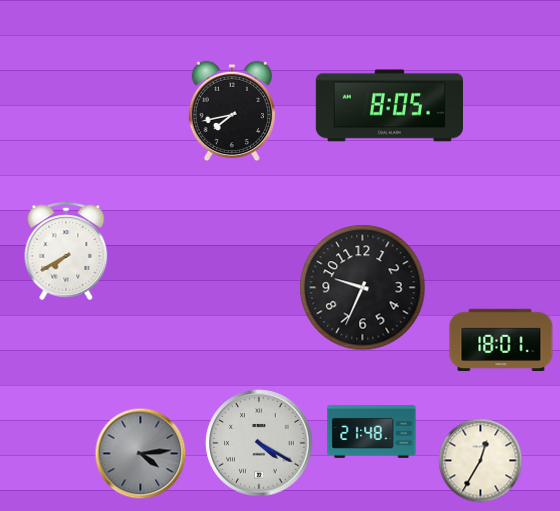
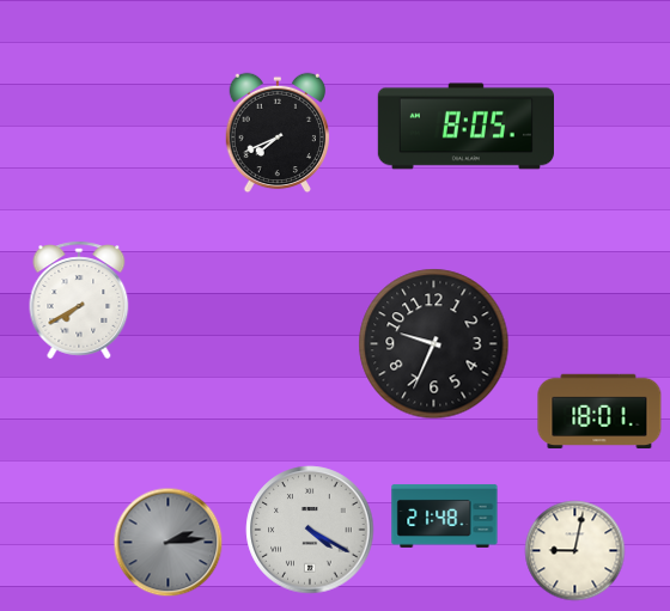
clock at (231, 111): 7:43 -> 7:41
clock at (501, 340) position: (501, 340) -> (599, 411)
clock at (141, 454): 4:14 -> 2:14
clock at (481, 461): 12:35 -> 9:02
